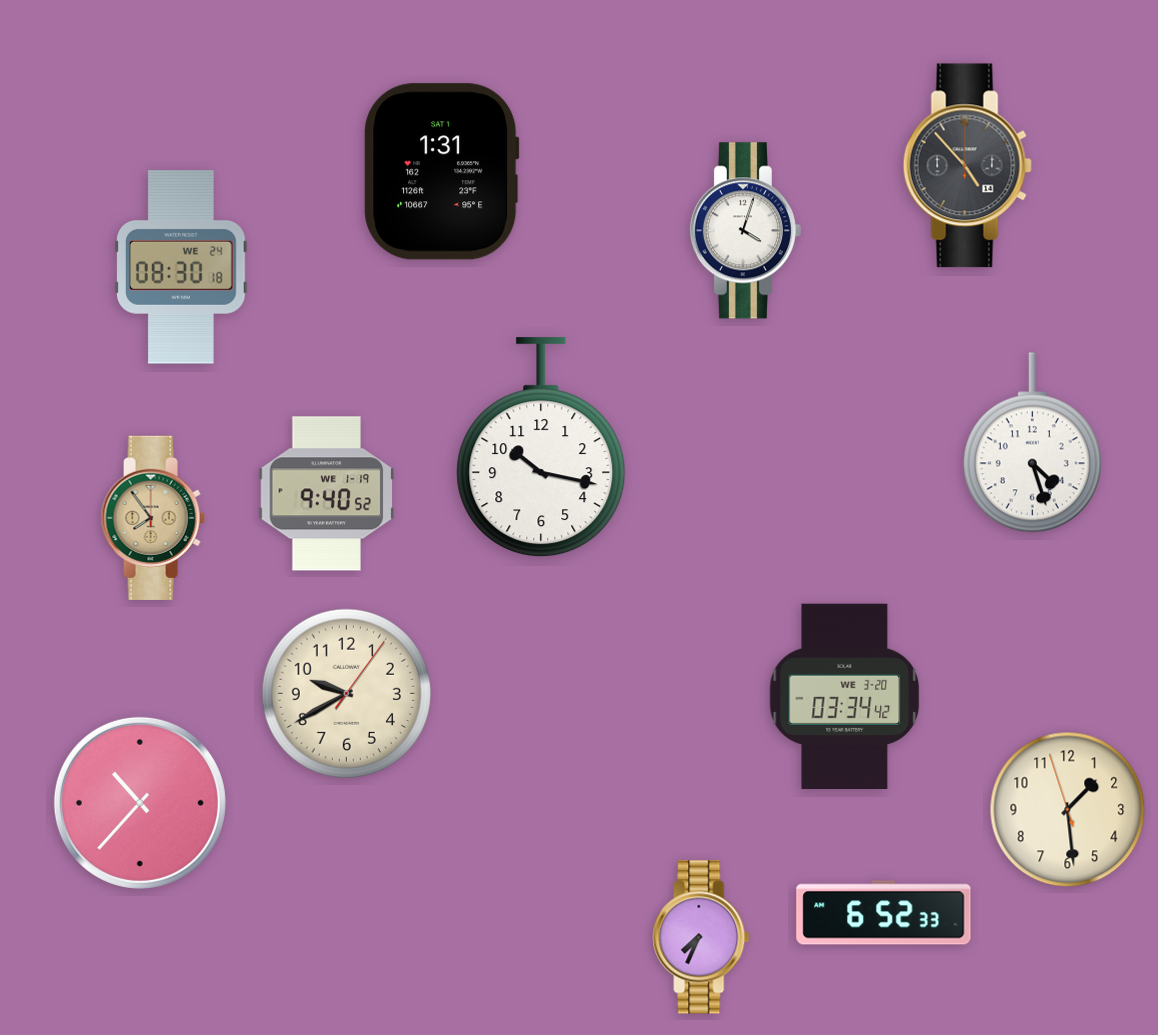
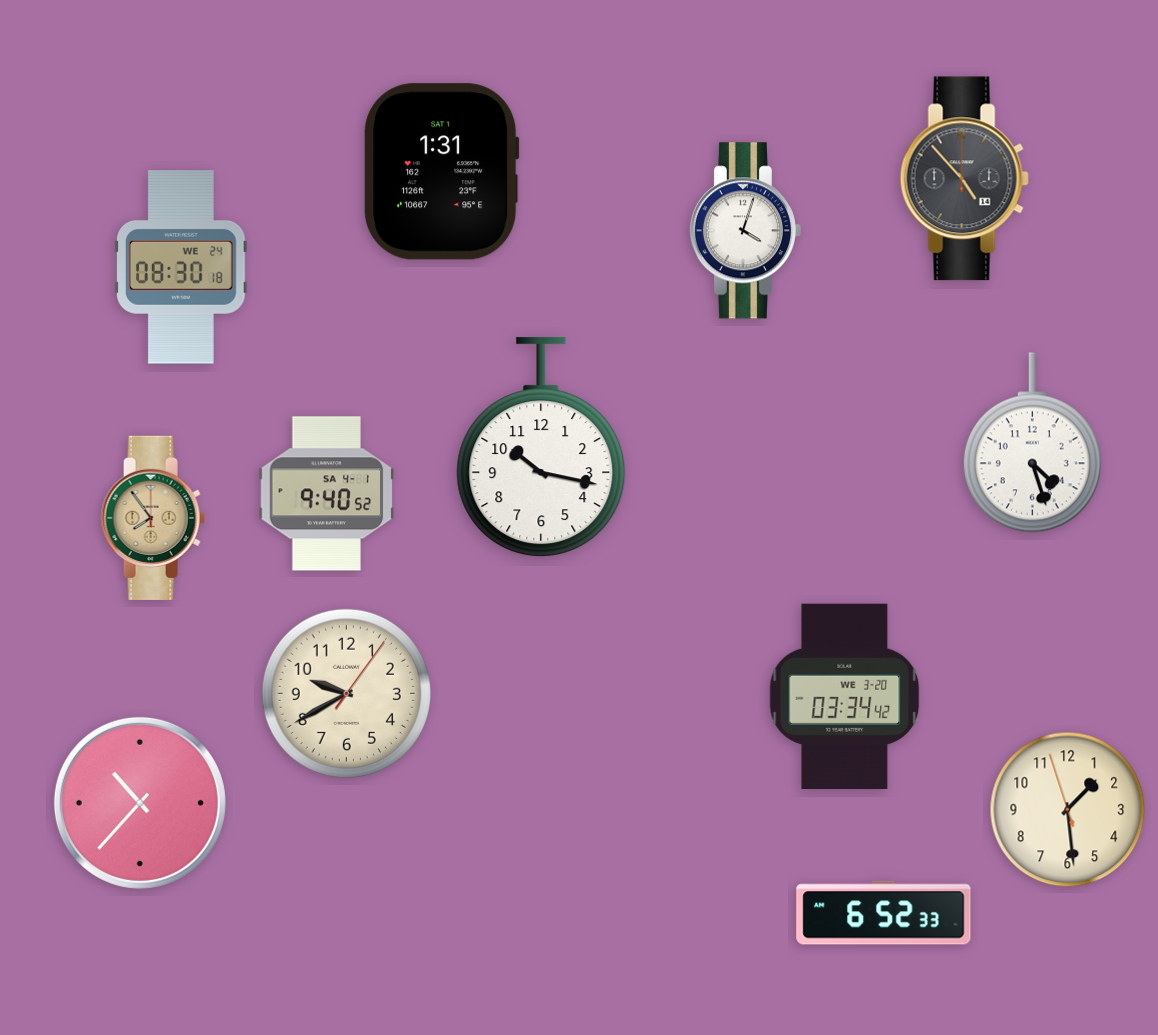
clock at (967, 166) position: (967, 166) -> (964, 179)
clock at (327, 494) date: WE 1-19 -> SA 4-1
clock at (701, 937): 7:34 -> none
